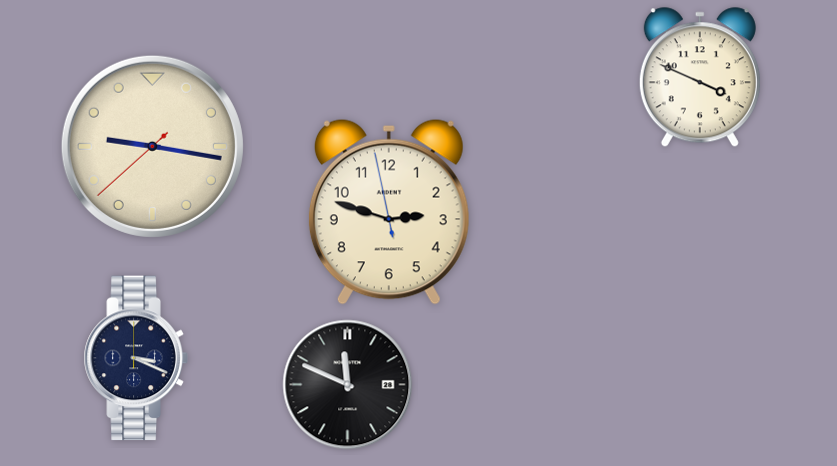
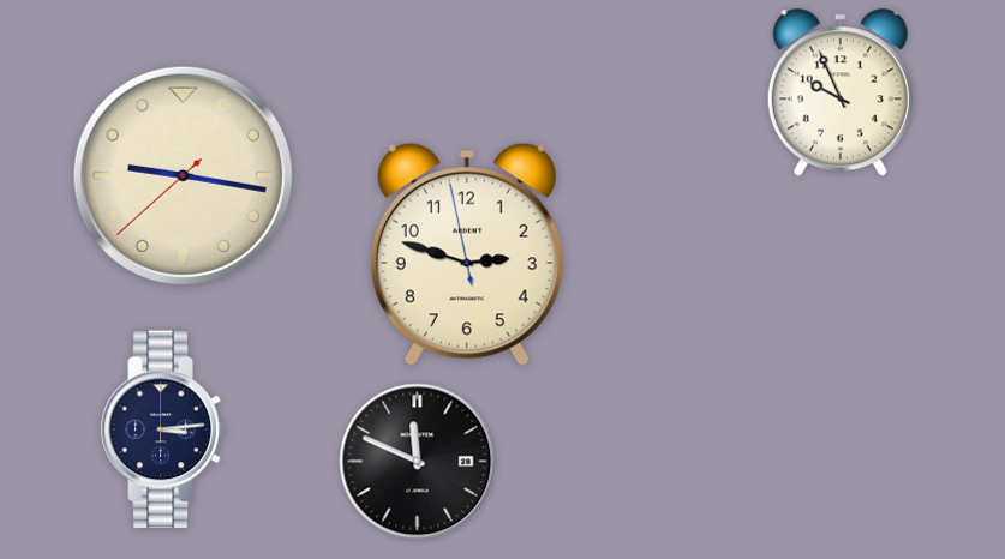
clock at (700, 78): 3:49 -> 9:56
clock at (136, 358): 3:19 -> 3:14
